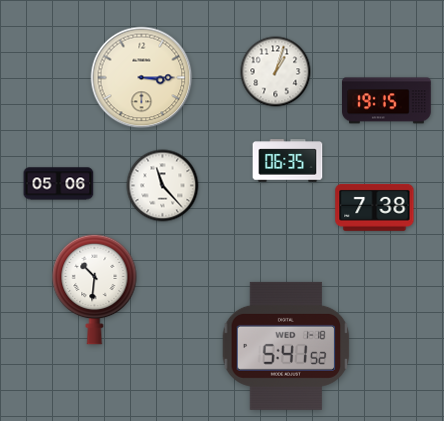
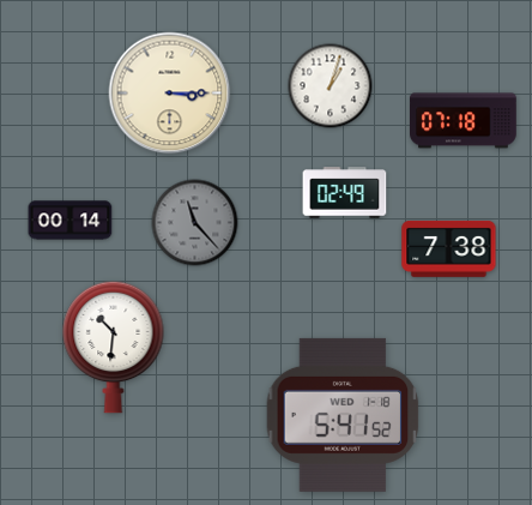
clock at (387, 101): 19:15 -> 07:18
clock at (288, 161): 06:35 -> 02:49
clock at (59, 184): 05:06 -> 00:14
clock at (163, 186) dial: white -> grey
